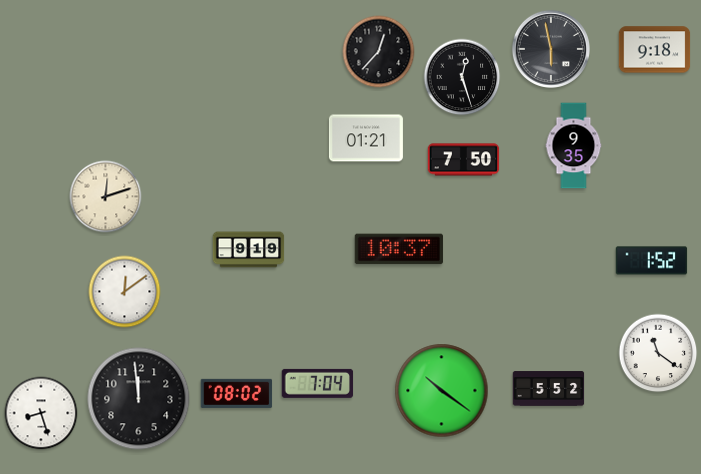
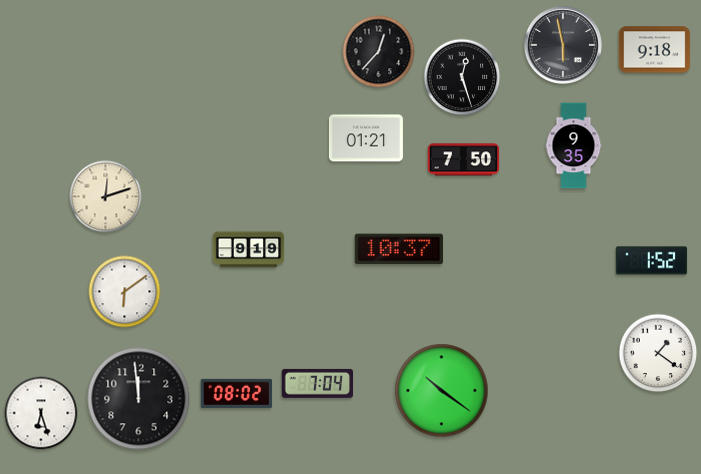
clock at (551, 49) position: (551, 49) -> (563, 45)
clock at (125, 292): 12:09 -> 6:09
clock at (658, 353): 11:21 -> 1:21
clock at (549, 389): 5:52 -> none
clock at (41, 413): 8:27 -> 6:27
